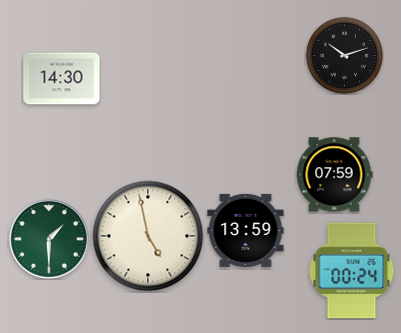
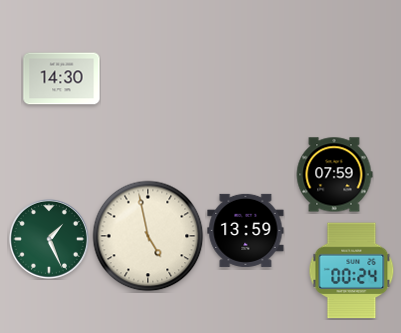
clock at (344, 55): 10:12 -> none
clock at (49, 239): 1:30 -> 1:26
